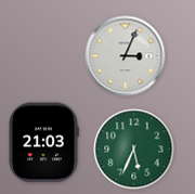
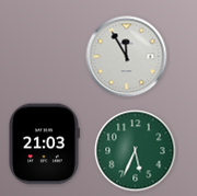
clock at (126, 56): 3:04 -> 11:55
